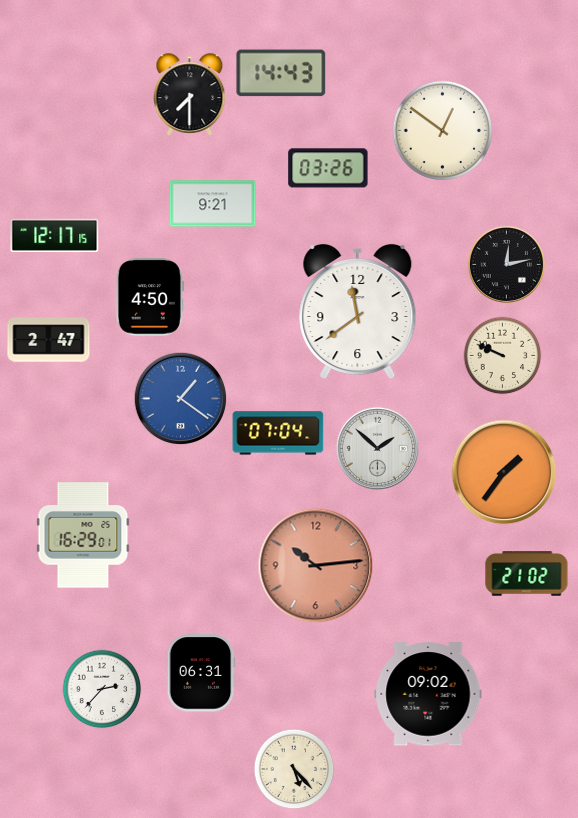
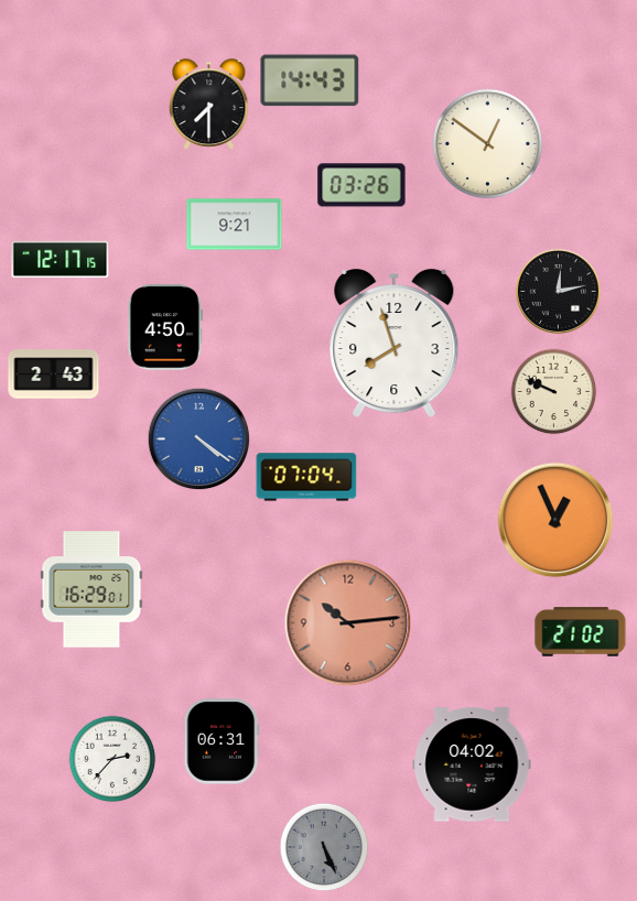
clock at (358, 312): 11:39 -> 7:57
clock at (49, 340): 2:47 -> 2:43
clock at (181, 399): 1:21 -> 4:21
clock at (377, 448): 1:52 -> none
clock at (504, 472): 1:36 -> 12:56
clock at (428, 694): 09:02 -> 04:02
clock at (294, 769): 5:23 -> 5:26
clock at (294, 769) dial: cream -> grey
